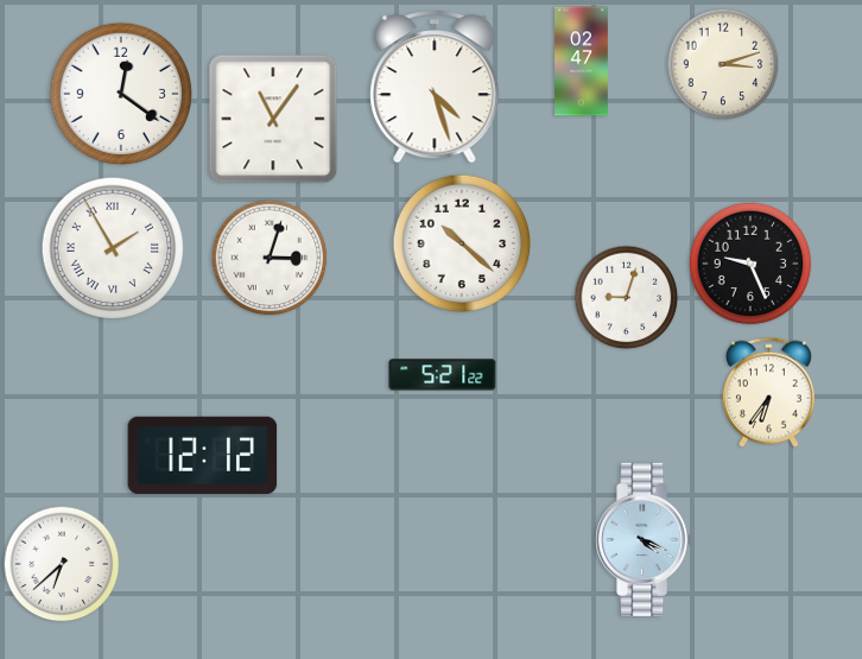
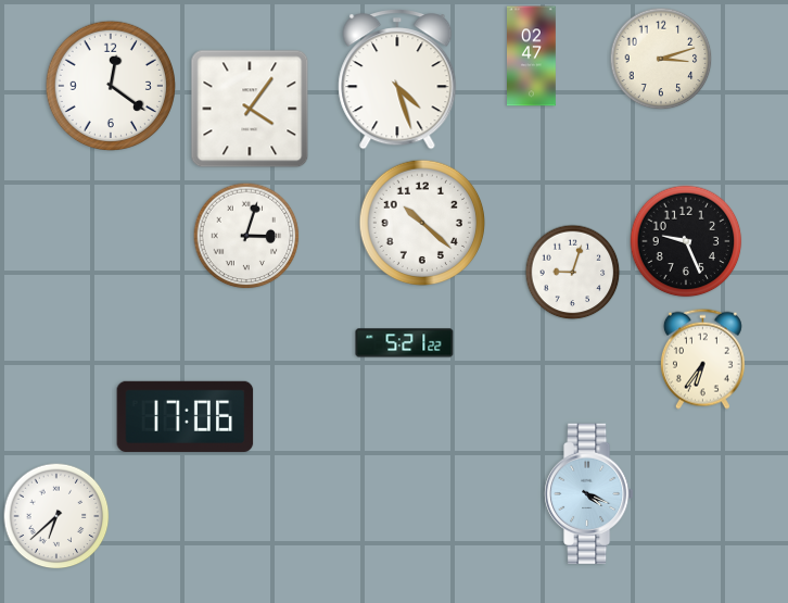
clock at (273, 119): 11:06 -> 4:06
clock at (113, 248): 1:55 -> none
clock at (203, 455): 12:12 -> 17:06
